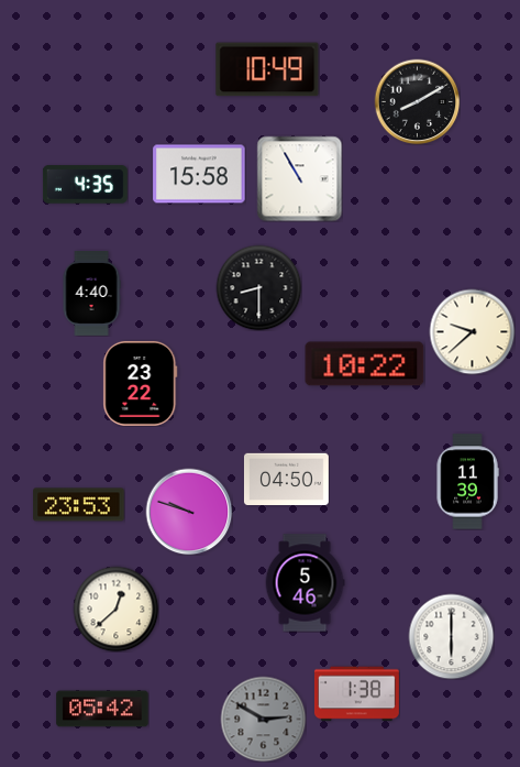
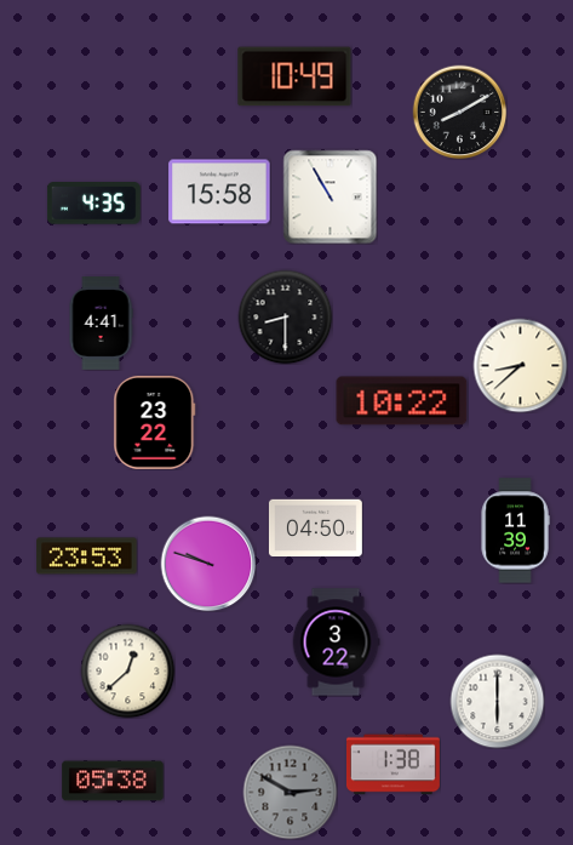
clock at (91, 294): 4:40 -> 4:41
clock at (472, 331): 9:38 -> 8:38
clock at (305, 583): 5:46 -> 3:22
clock at (102, 709): 05:42 -> 05:38
